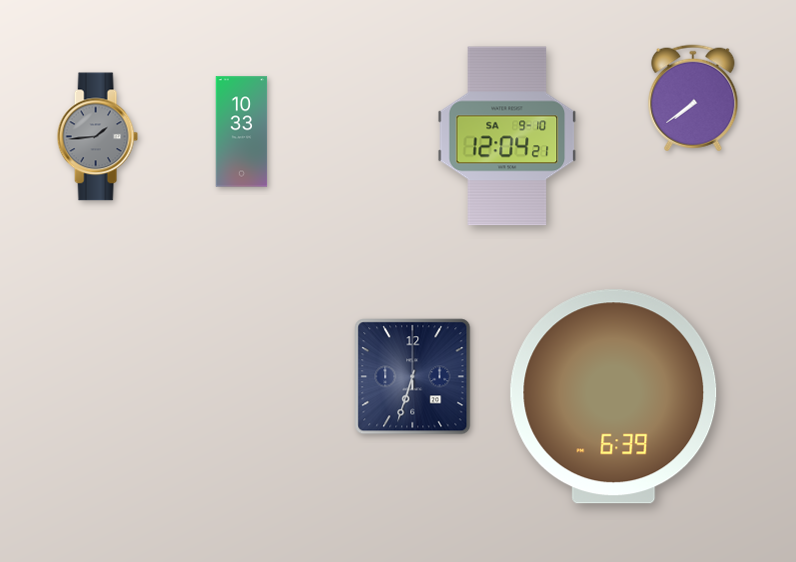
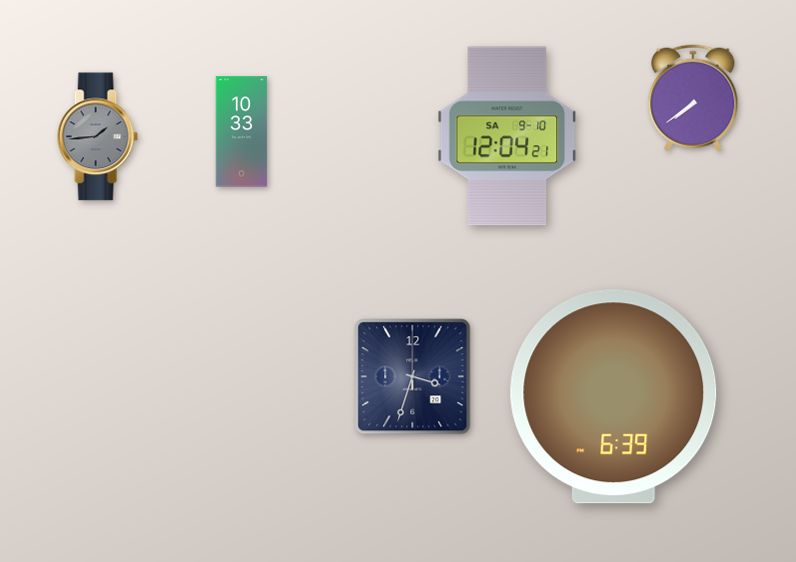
clock at (413, 377): 6:33 -> 3:33
